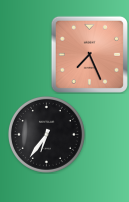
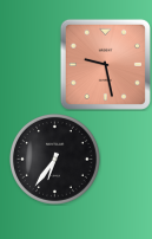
clock at (89, 54): 7:26 -> 9:28
